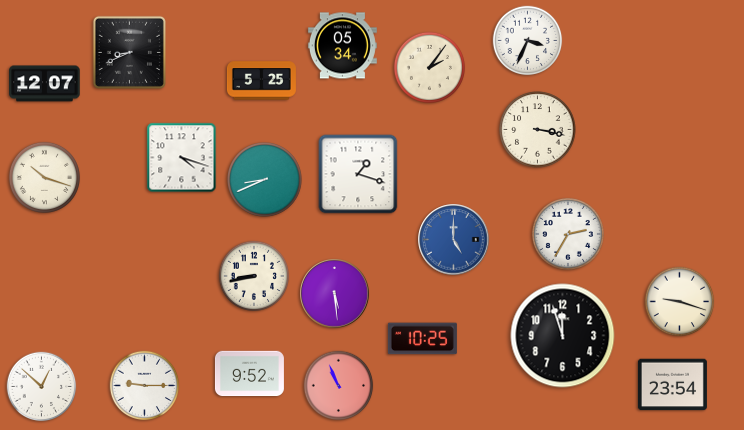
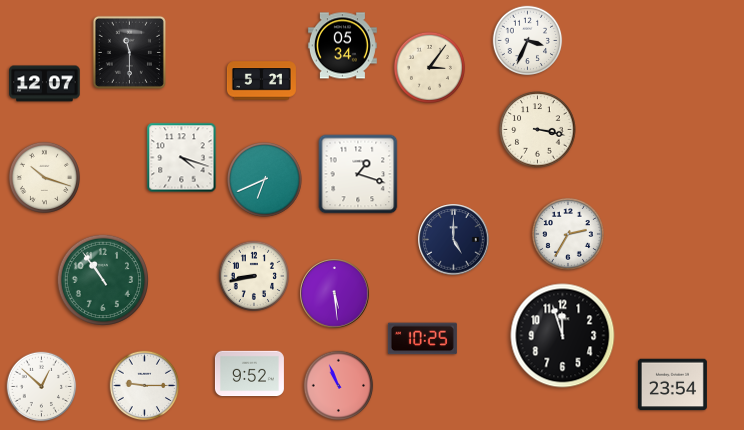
clock at (129, 52): 8:41 -> 11:30
clock at (429, 67): 2:06 -> 3:06
clock at (261, 81): 5:25 -> 5:21
clock at (265, 180): 8:41 -> 6:41
clock at (454, 240) dial: blue -> navy
clock at (103, 280): none -> 10:54
clock at (680, 302): 9:18 -> none
